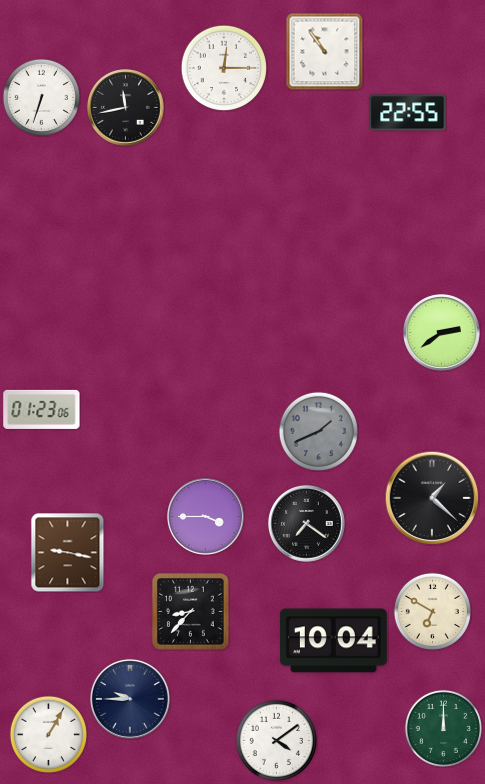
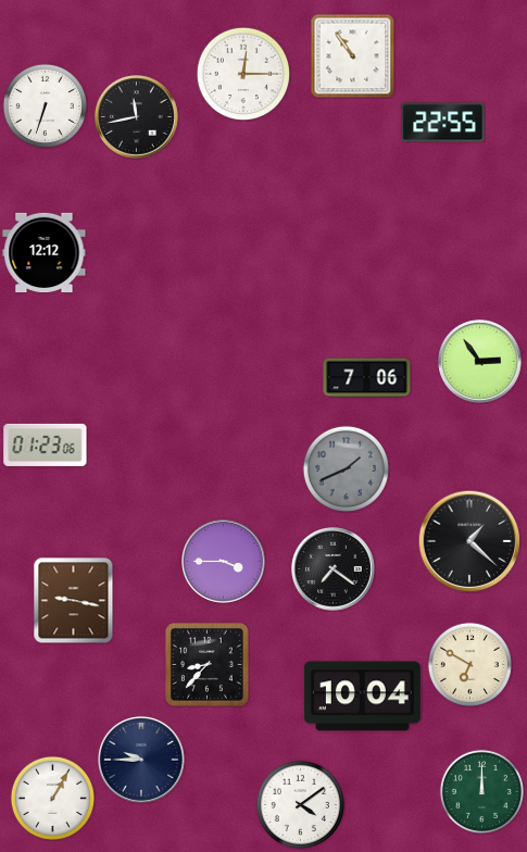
clock at (45, 252): none -> 12:12
clock at (442, 333): 2:39 -> 2:54
clock at (367, 378): none -> 7:06
